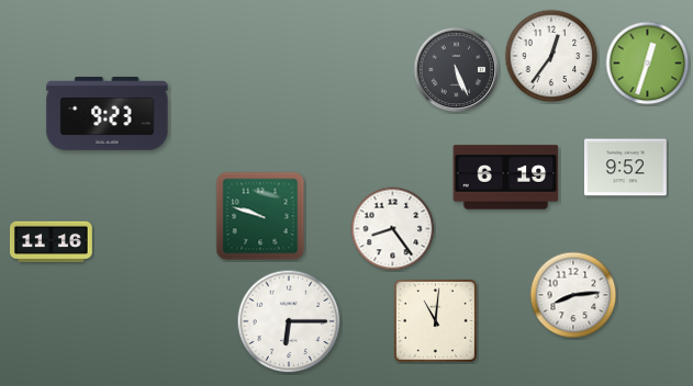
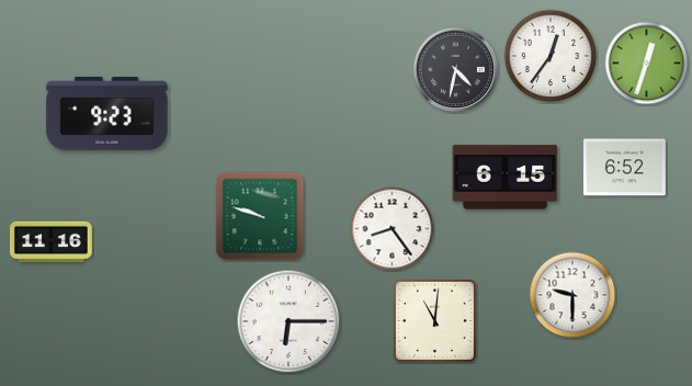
clock at (457, 70): 5:26 -> 4:32
clock at (625, 168): 9:52 -> 6:52
clock at (506, 178): 6:19 -> 6:15
clock at (573, 295): 8:14 -> 9:30
